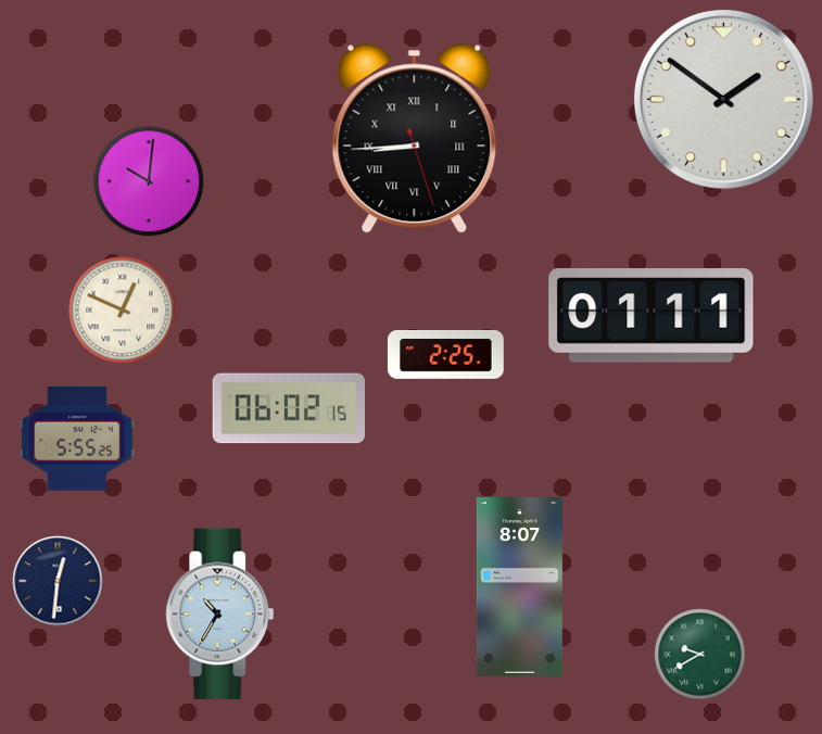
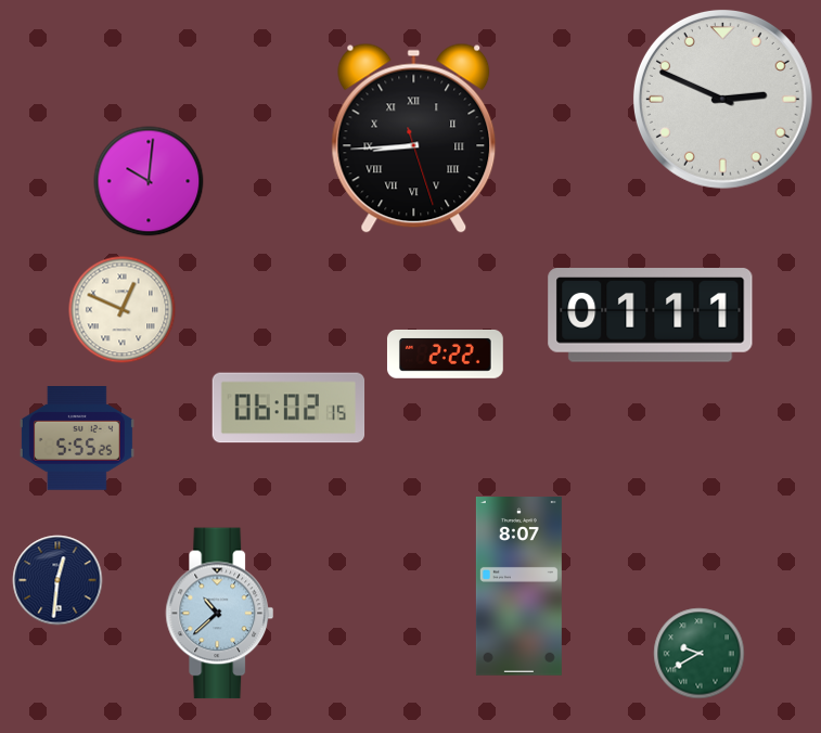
clock at (723, 99): 1:51 -> 2:49
clock at (445, 355): 2:25 -> 2:22
clock at (220, 615): 10:35 -> 10:38
